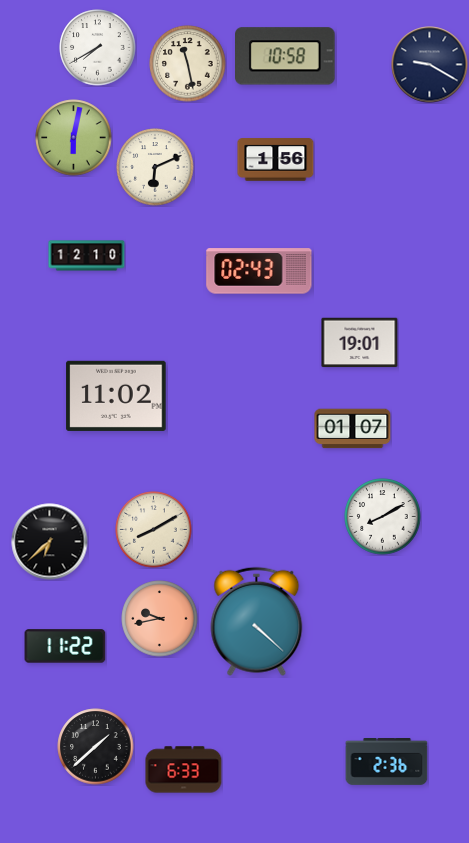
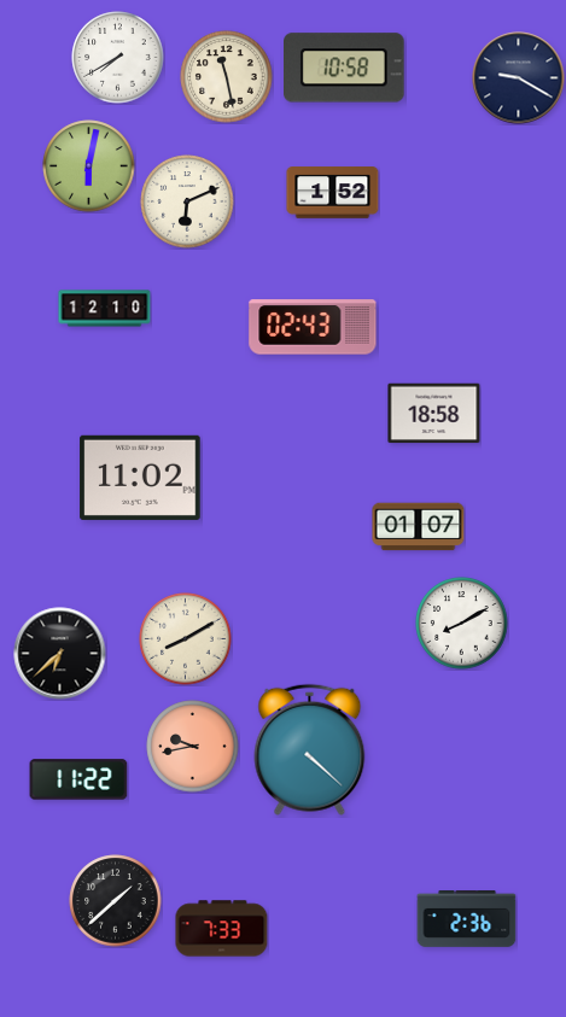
clock at (276, 160): 1:56 -> 1:52
clock at (360, 343): 19:01 -> 18:58
clock at (353, 429) position: (353, 429) -> (419, 527)
clock at (184, 770): 6:33 -> 7:33
